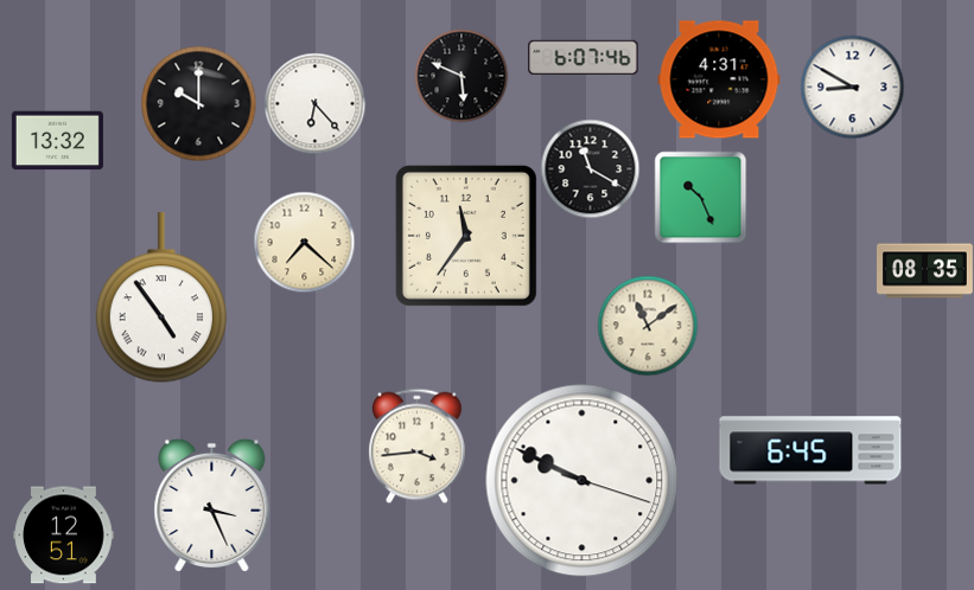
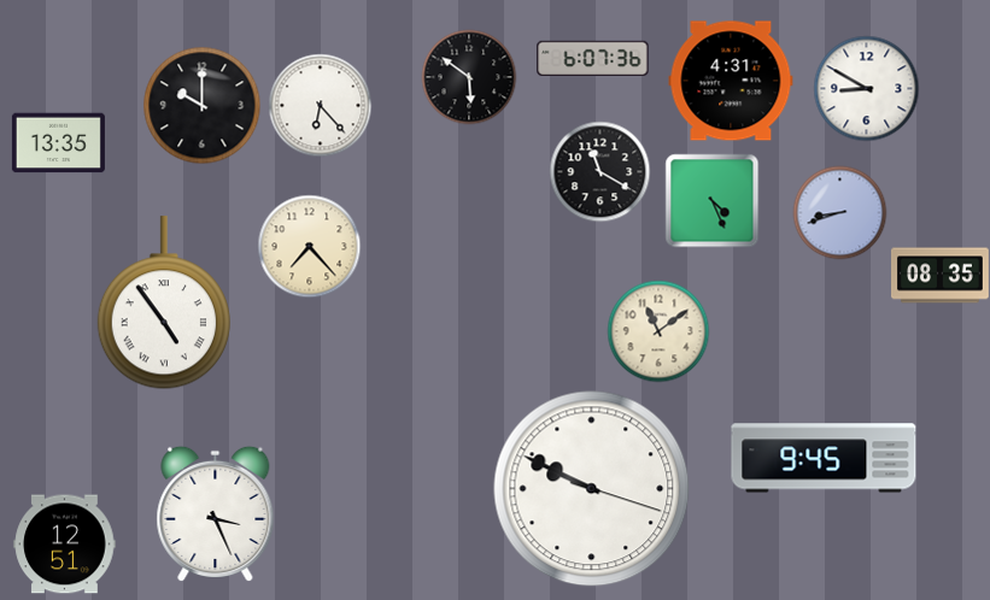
clock at (584, 57): 6:07:46 -> 6:07:36
clock at (461, 76): 5:49 -> 5:51
clock at (57, 141): 13:32 -> 13:35
clock at (700, 197): 10:26 -> 4:26
clock at (839, 212): none -> 8:42
clock at (466, 236): 11:36 -> none
clock at (304, 242): 7:22 -> 7:23
clock at (418, 445): 3:44 -> none
clock at (810, 450): 6:45 -> 9:45
